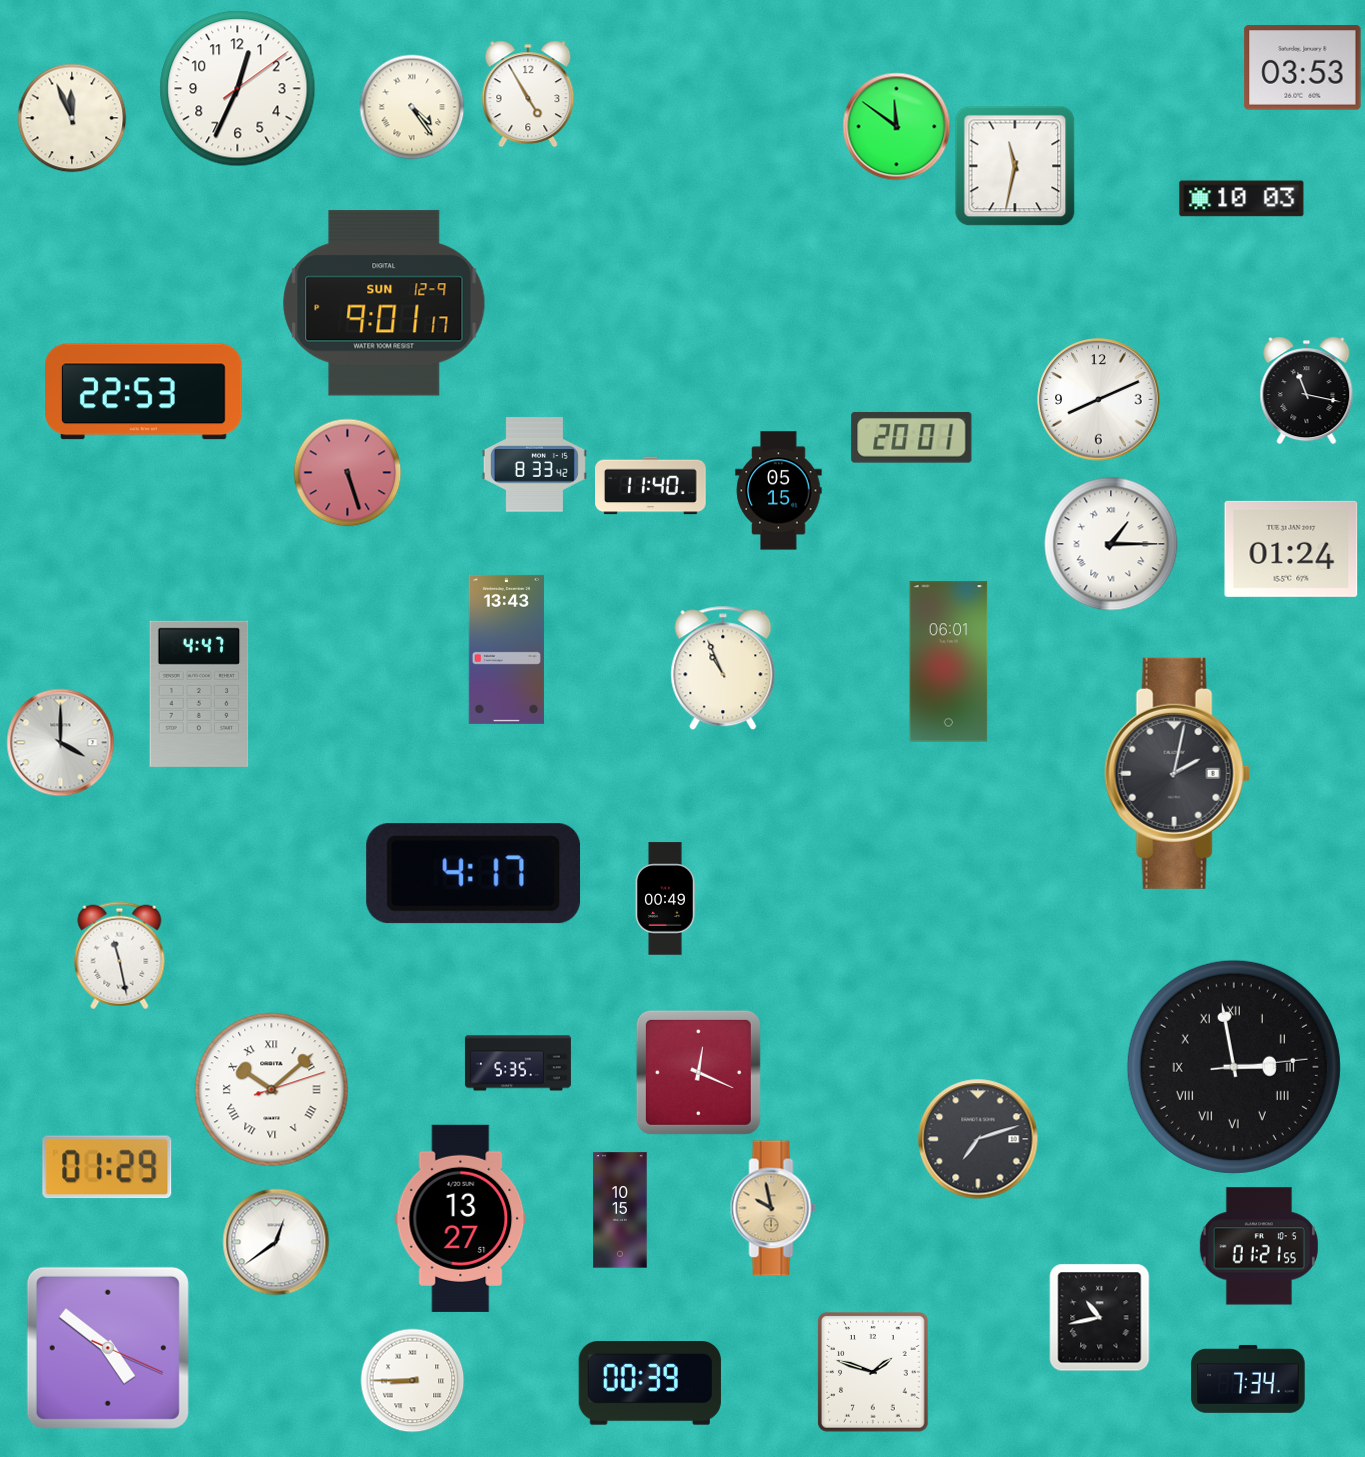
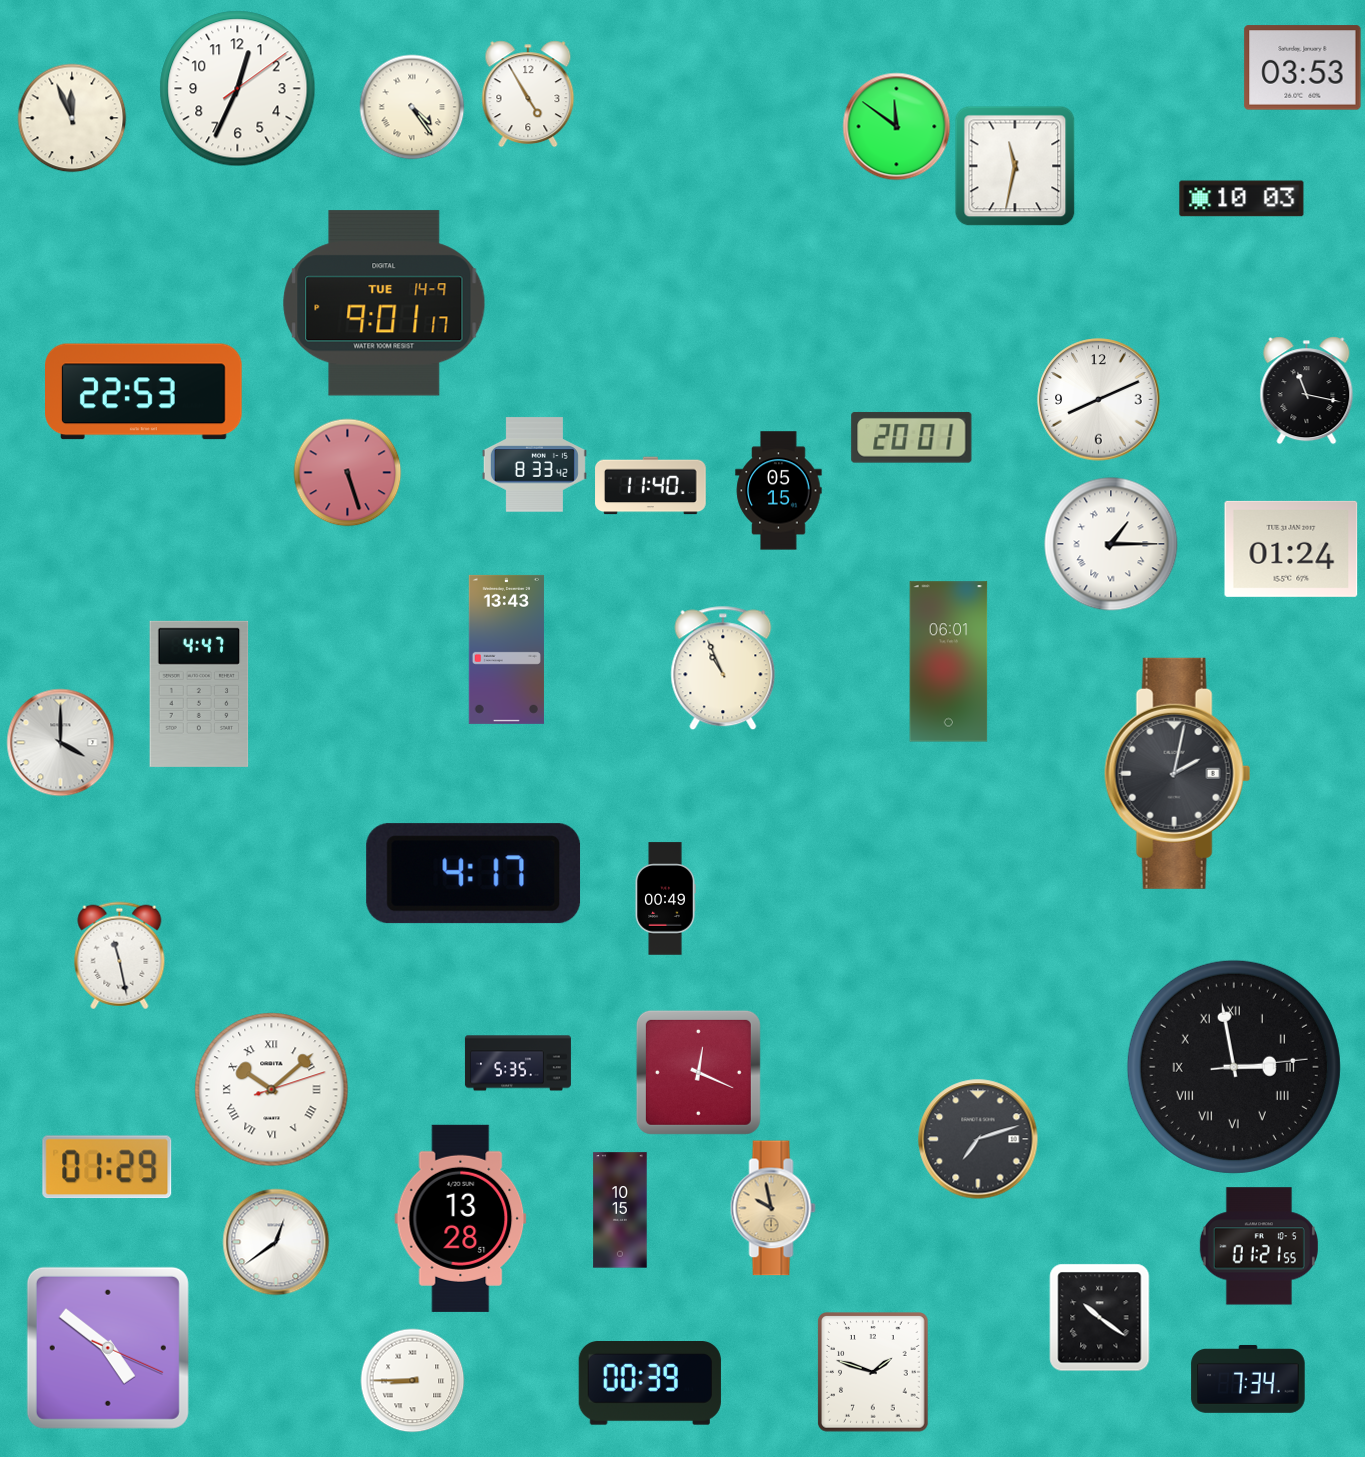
clock at (384, 303) date: SUN 12-9 -> TUE 14-9
clock at (461, 1218): 13:27 -> 13:28
clock at (1100, 1318): 10:43 -> 10:21
